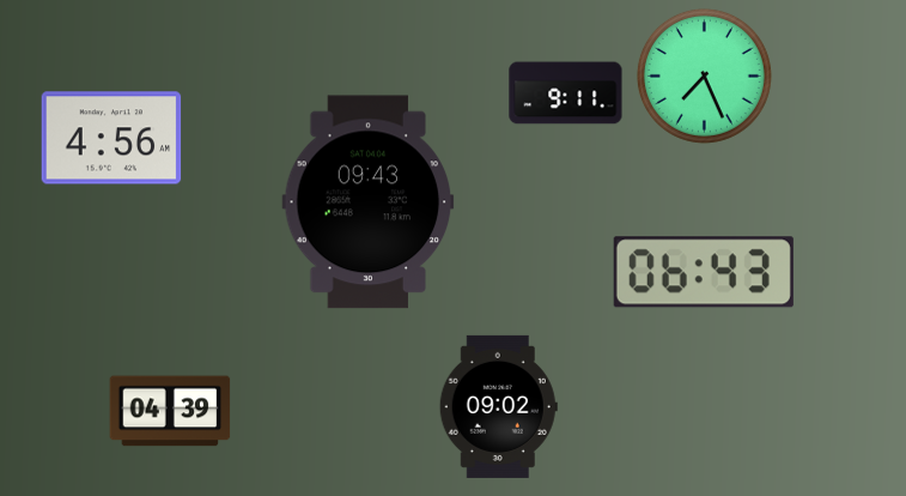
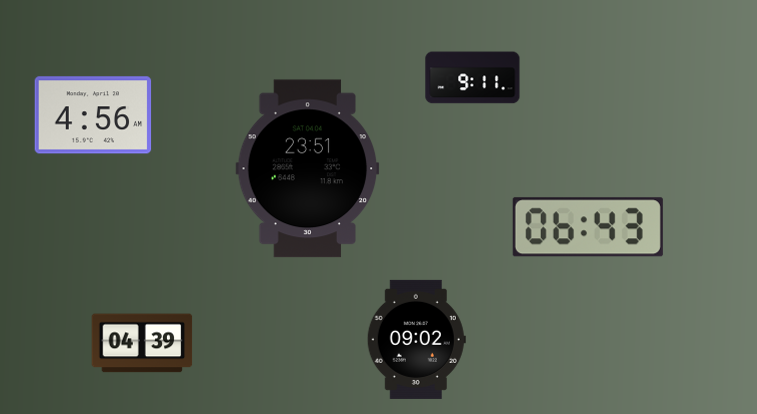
clock at (704, 75): 7:26 -> none
clock at (369, 202): 09:43 -> 23:51
